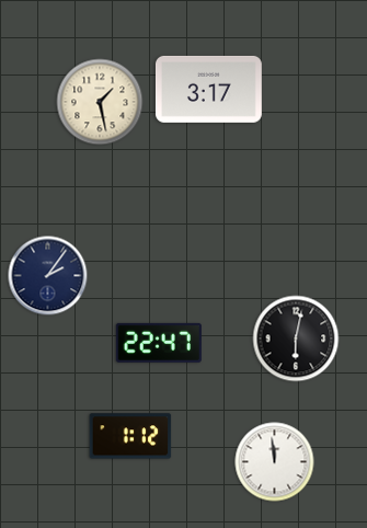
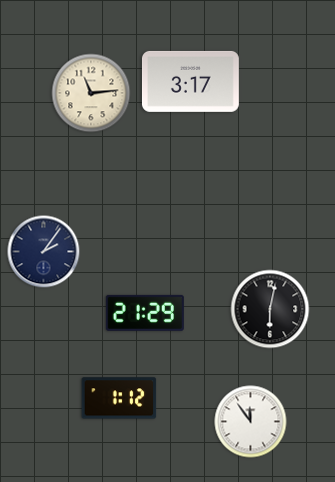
clock at (100, 102): 1:28 -> 11:14
clock at (159, 343): 22:47 -> 21:29
clock at (275, 462): 11:59 -> 11:54
